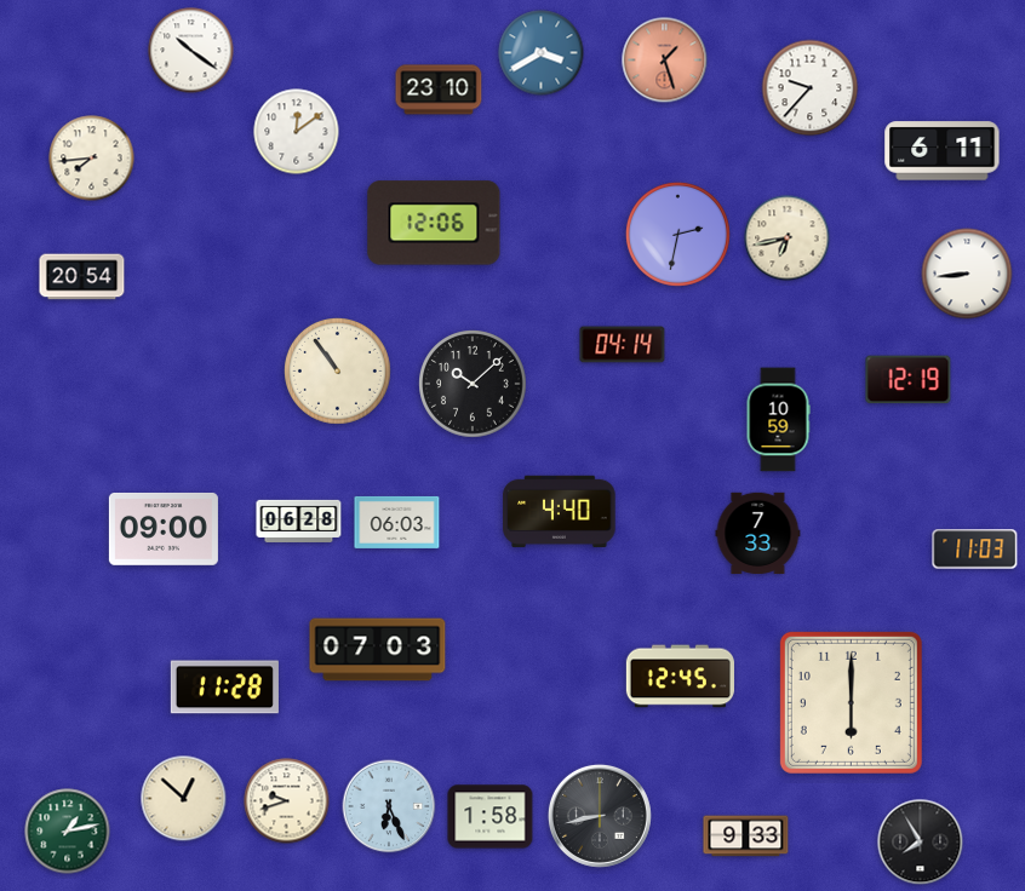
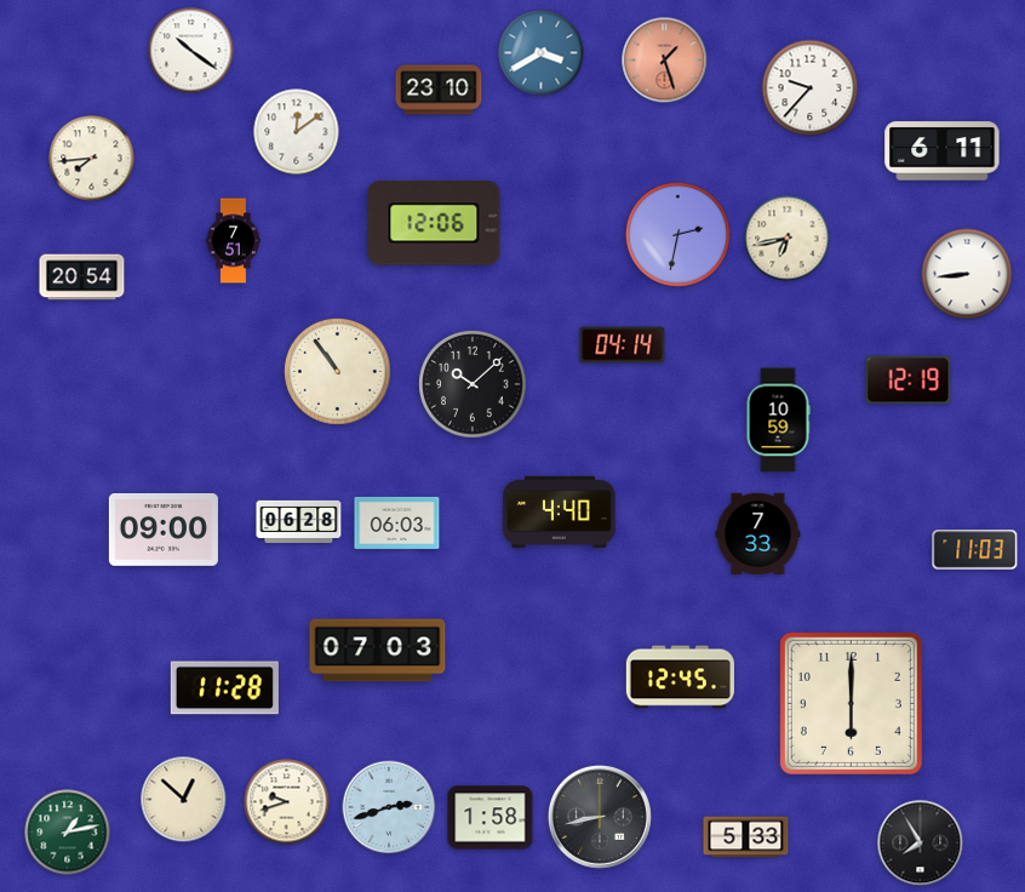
clock at (234, 241): none -> 7:51
clock at (389, 806): 6:26 -> 2:42
clock at (746, 837): 9:33 -> 5:33
